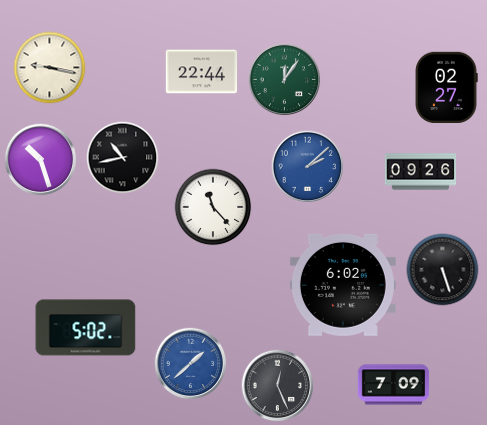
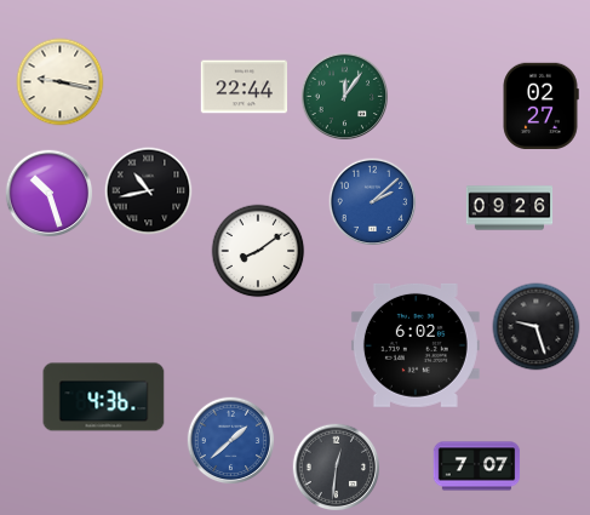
clock at (213, 207): 11:23 -> 8:09
clock at (443, 270): 5:27 -> 9:27
clock at (86, 328): 5:02 -> 4:36
clock at (394, 385): 7:09 -> 7:07
clock at (278, 386): 12:26 -> 12:31
